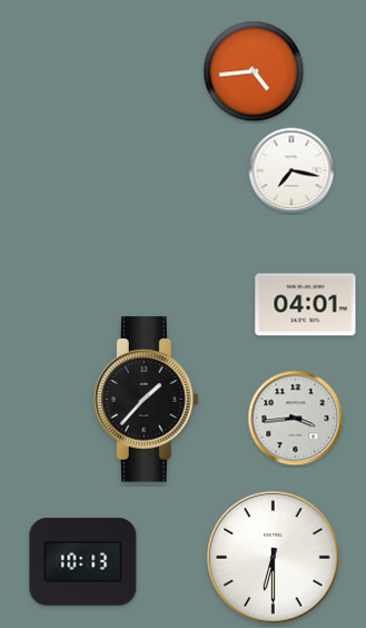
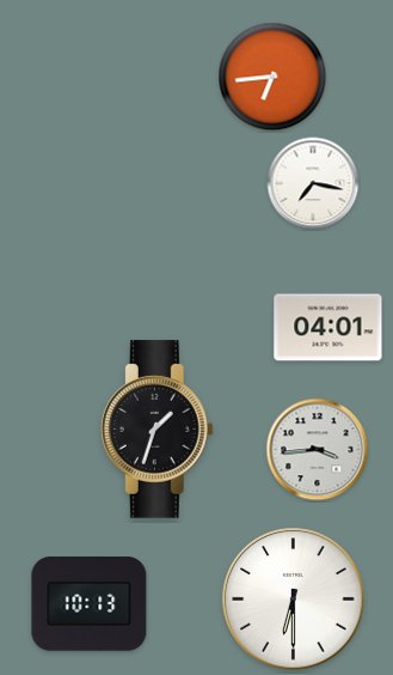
clock at (254, 71): 4:44 -> 6:44
clock at (146, 400): 1:37 -> 1:33
